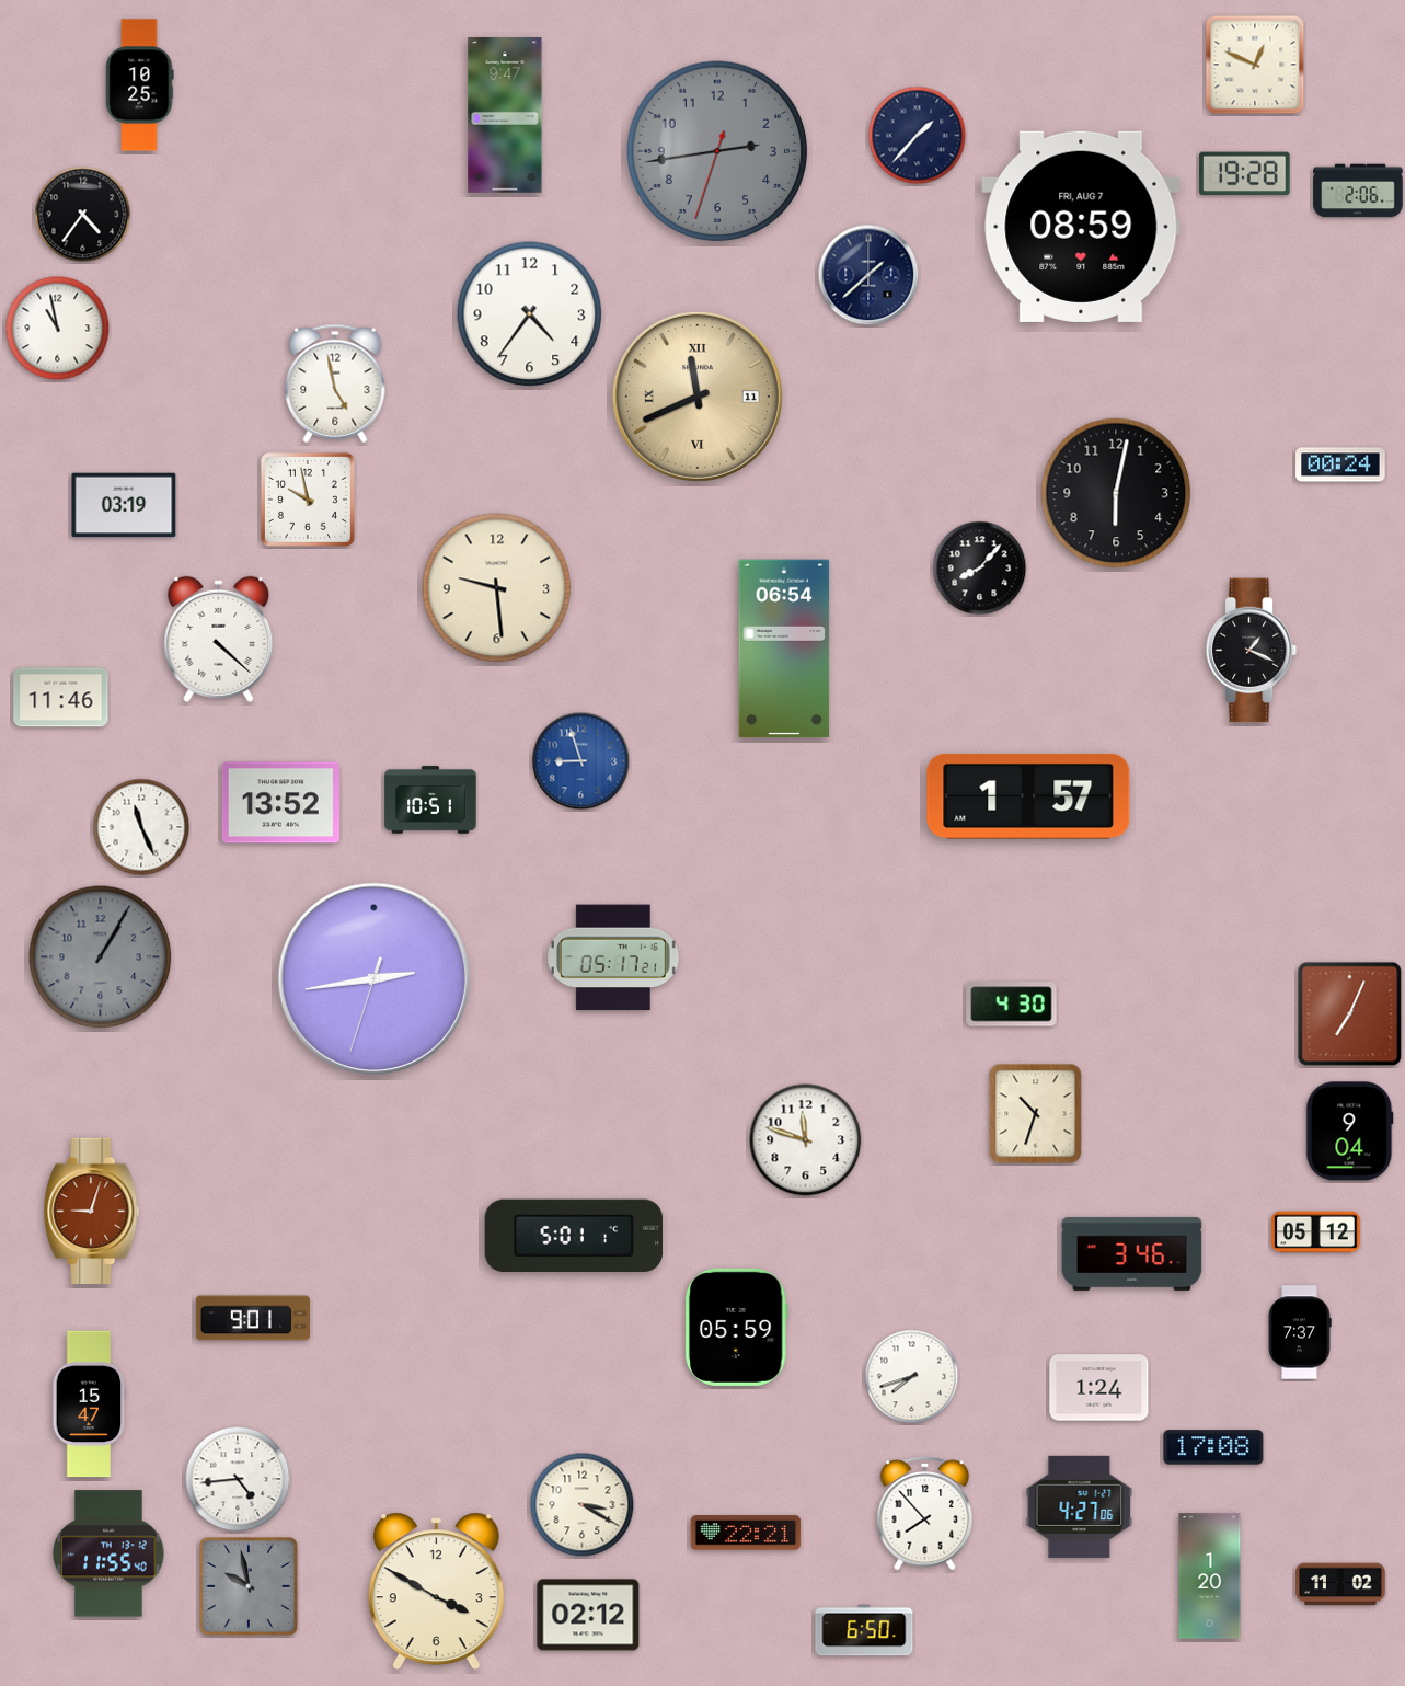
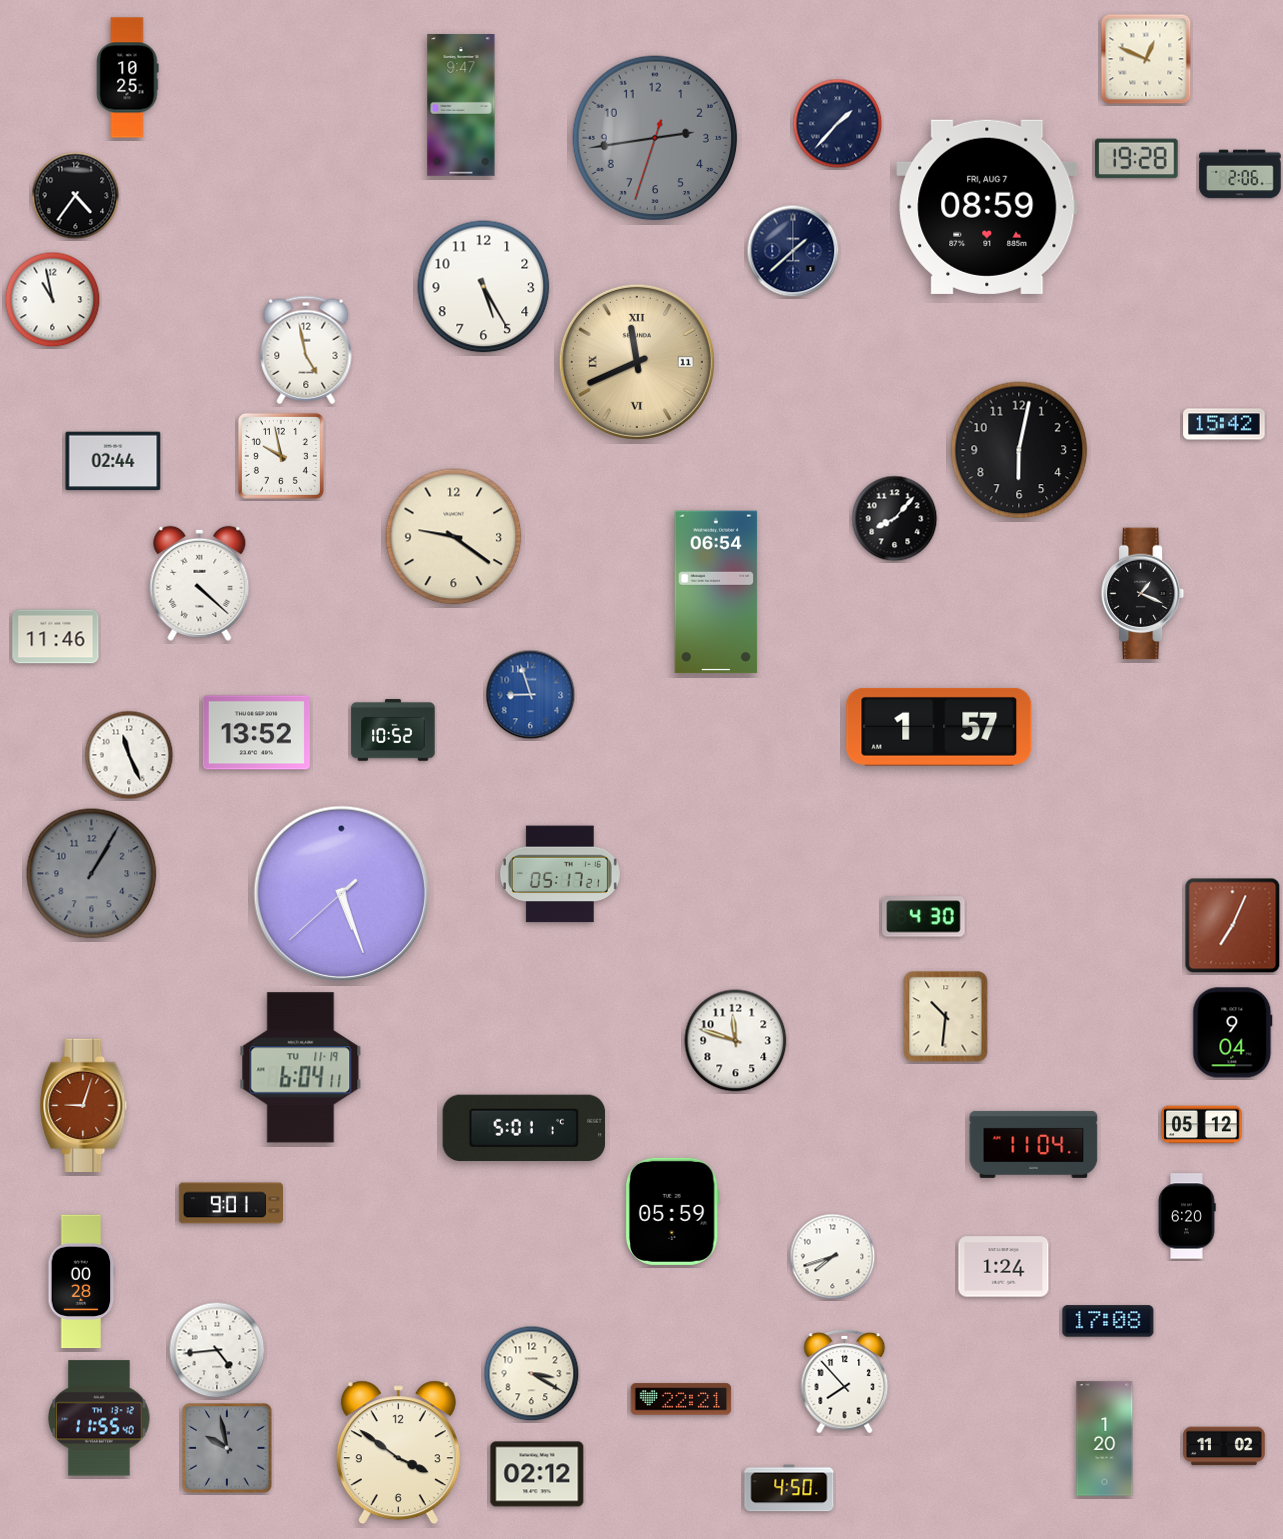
clock at (530, 314): 4:36 -> 5:25
clock at (1340, 464): 00:24 -> 15:42
clock at (124, 505): 03:19 -> 02:44
clock at (497, 588): 9:29 -> 9:21
clock at (430, 800): 10:51 -> 10:52
clock at (373, 978): 2:43 -> 5:26
clock at (1036, 1114): 10:33 -> 10:31
clock at (301, 1068): none -> 6:04
clock at (1132, 1253): 3:46 -> 11:04
clock at (1300, 1332): 7:37 -> 6:20
clock at (90, 1404): 15:47 -> 00:28
clock at (1080, 1506): 4:27 -> none
clock at (436, 1592): 3:50 -> 3:51
clock at (864, 1630): 6:50 -> 4:50
